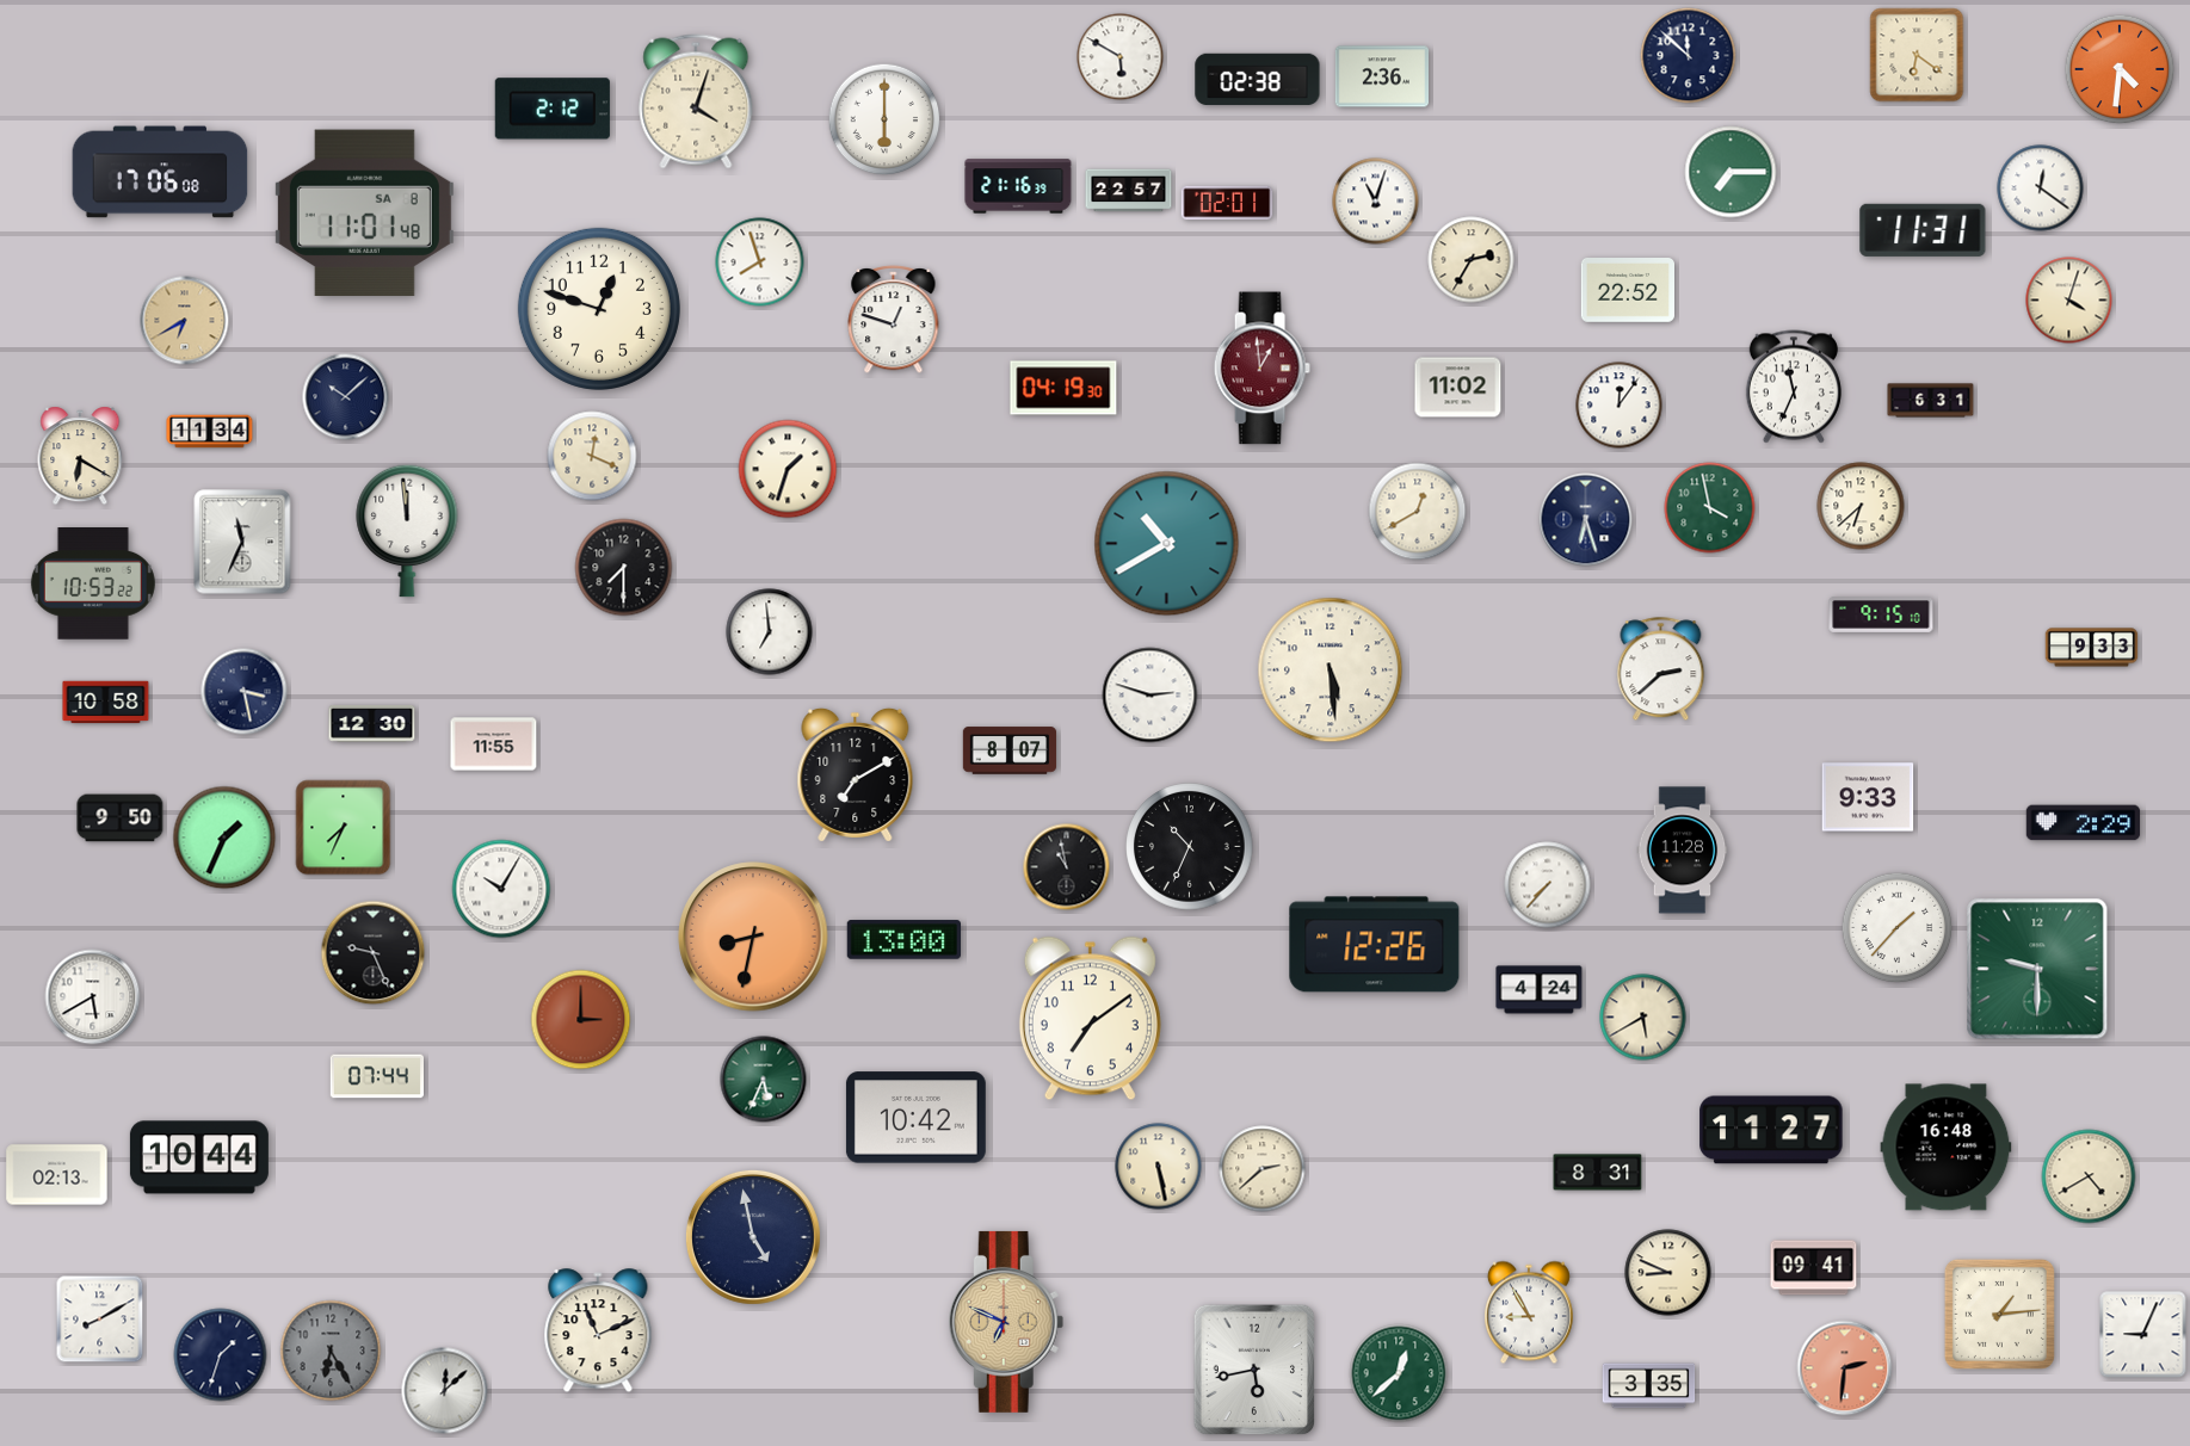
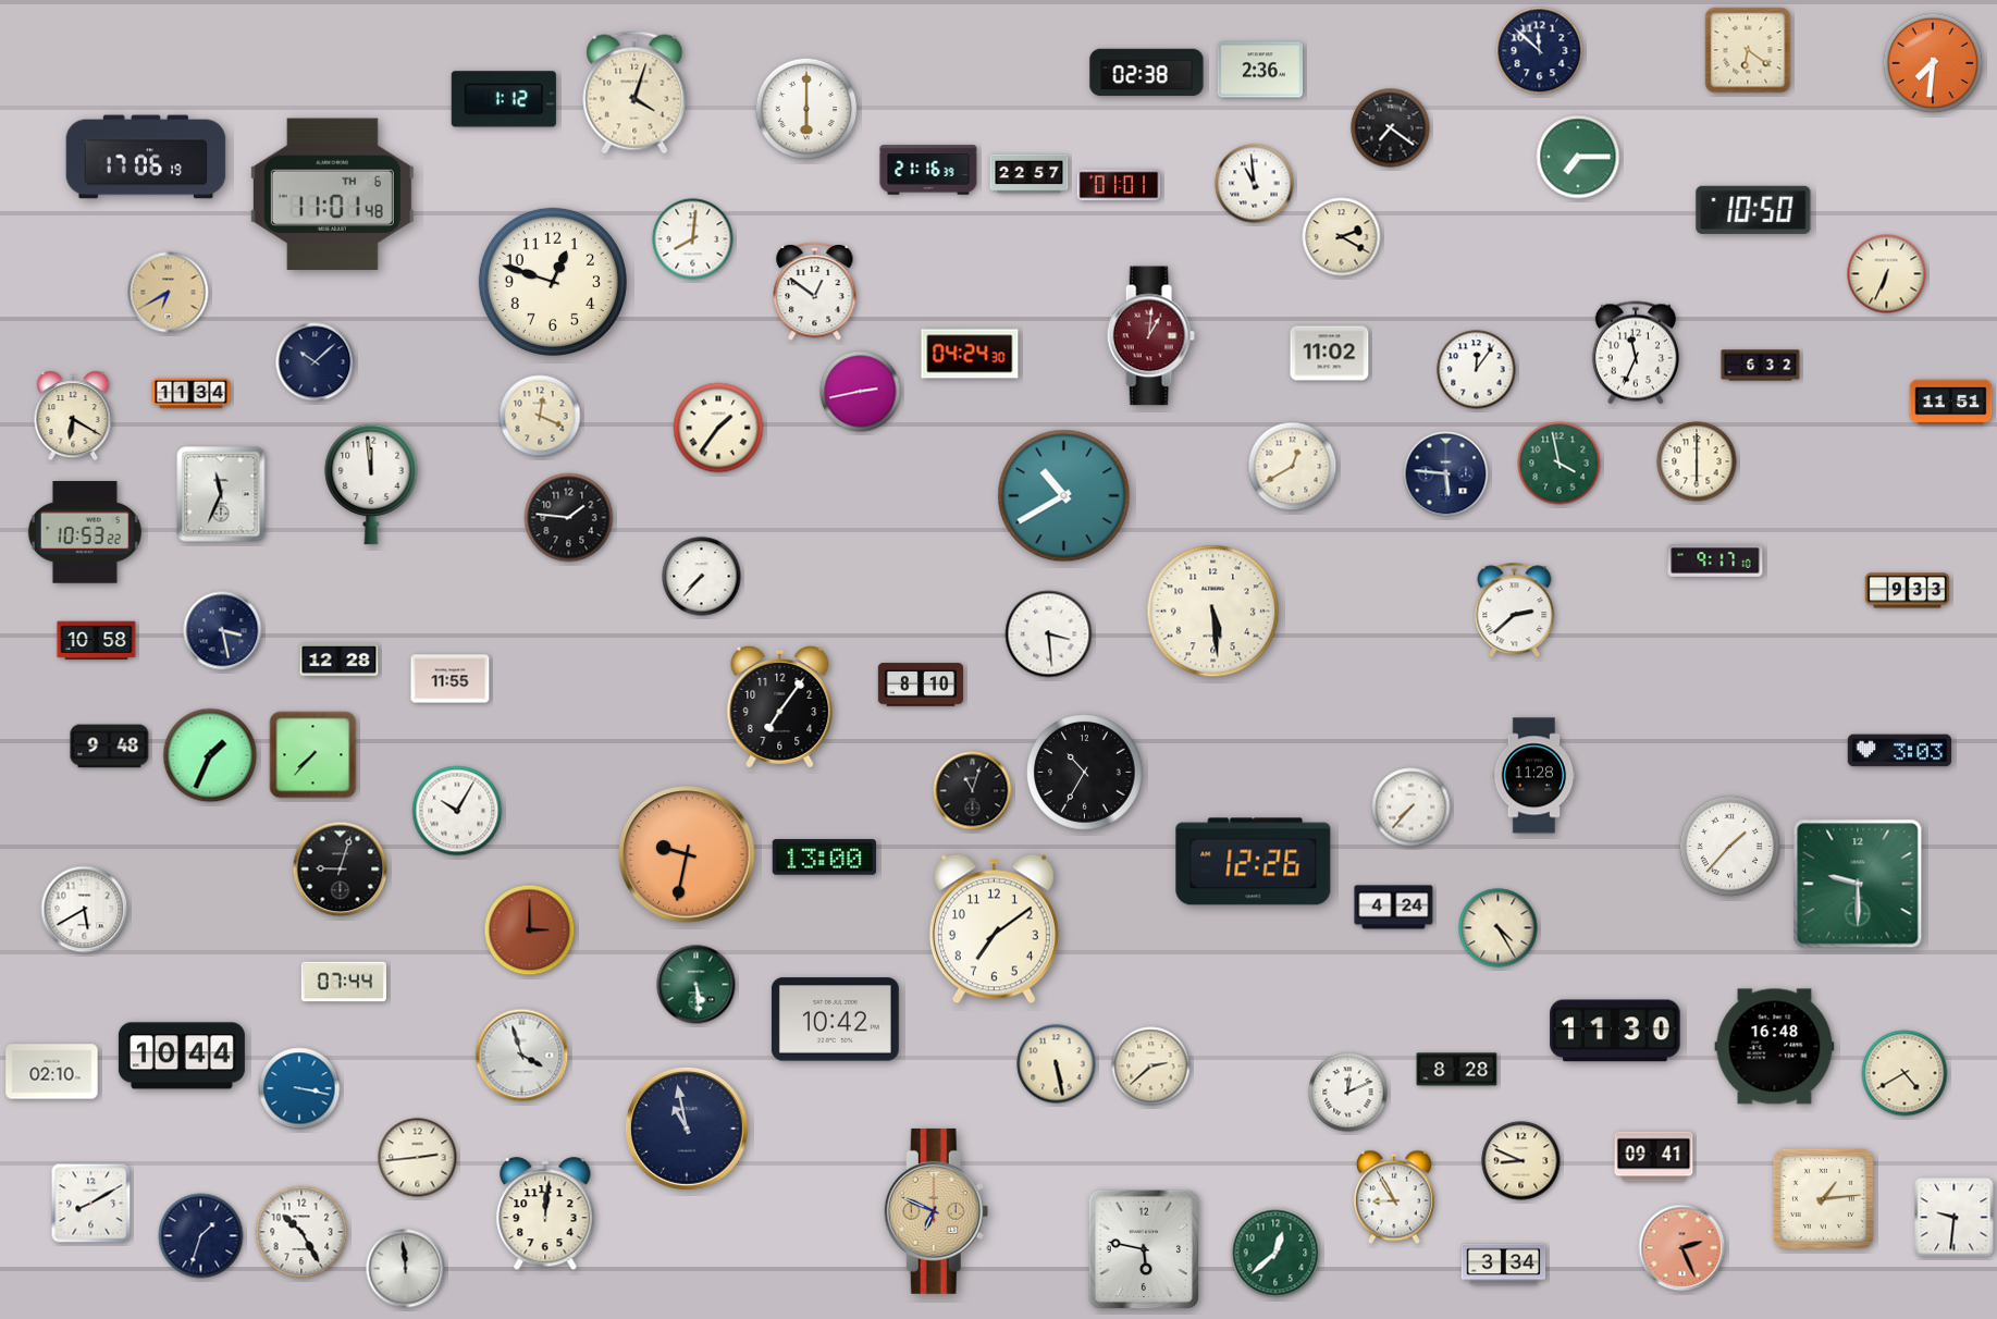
clock at (1121, 57): 5:50 -> none
clock at (2120, 69): 4:31 -> 7:31
clock at (553, 109): 2:12 -> 1:12
clock at (1391, 128): none -> 7:21
clock at (160, 172): 17:06:08 -> 17:06:19
clock at (2041, 189): 12:21 -> none
clock at (1376, 202): 11:03 -> 10:59
clock at (1227, 203): 02:01 -> 01:01
clock at (364, 214) date: SA 8 -> TH 6
clock at (1923, 230): 11:31 -> 10:50
clock at (1472, 260): 2:35 -> 2:20
clock at (760, 262): 7:57 -> 8:01
clock at (1627, 291): 22:52 -> none
clock at (2069, 301): 4:03 -> 6:34
clock at (599, 309) position: (599, 309) -> (553, 282)
clock at (894, 319): 12:48 -> 12:51
clock at (1261, 369): 12:59 -> 1:01
clock at (1063, 388): 04:19 -> 04:24
clock at (1931, 401): 6:31 -> 6:32
clock at (861, 392): none -> 2:43
clock at (1951, 403): none -> 11:51
clock at (788, 469): 1:33 -> 1:36
clock at (1861, 506): 6:38 -> 6:00
clock at (1586, 520): 6:27 -> 5:46
clock at (624, 568): 7:30 -> 1:46
clock at (1881, 616): 9:15 -> 9:17
clock at (770, 632): 6:59 -> 7:37
clock at (1150, 696): 2:48 -> 3:29
clock at (372, 724): 12:30 -> 12:28
clock at (1010, 750): 8:07 -> 8:10
clock at (856, 774): 7:10 -> 7:06
clock at (1868, 797): 9:33 -> none
clock at (121, 818): 9:50 -> 9:48
clock at (2084, 823): 2:29 -> 3:03
clock at (344, 828): 7:34 -> 7:37
clock at (224, 838) position: (224, 838) -> (210, 755)
clock at (1190, 847): 10:34 -> 10:35
clock at (1067, 867): 10:58 -> 11:03
clock at (753, 937): 8:32 -> 9:32
clock at (374, 953): 9:26 -> 9:03
clock at (1540, 990) position: (1540, 990) -> (1394, 908)
clock at (1643, 1018): 5:40 -> 4:25
clock at (764, 1080): 5:34 -> 5:29
clock at (1771, 1130): 11:27 -> 11:30
clock at (522, 1056): none -> 3:57
clock at (1598, 1173): 8:31 -> 8:28
clock at (57, 1175): 02:13 -> 02:10
clock at (299, 1088): none -> 3:17
clock at (1348, 1093): none -> 12:11
clock at (753, 1237): 4:58 -> 10:58
clock at (418, 1158): none -> 2:44
clock at (1006, 1322) position: (1006, 1322) -> (936, 1211)
clock at (598, 1331): 11:11 -> 12:01
clock at (2143, 1335): 9:04 -> 9:31
clock at (331, 1351): 6:25 -> 10:25
clock at (331, 1351) dial: grey -> white
clock at (1845, 1368): 2:31 -> 2:26
clock at (1254, 1370): 5:43 -> 5:47
clock at (1649, 1386): 3:35 -> 3:34
clock at (445, 1391): 12:08 -> 11:59
